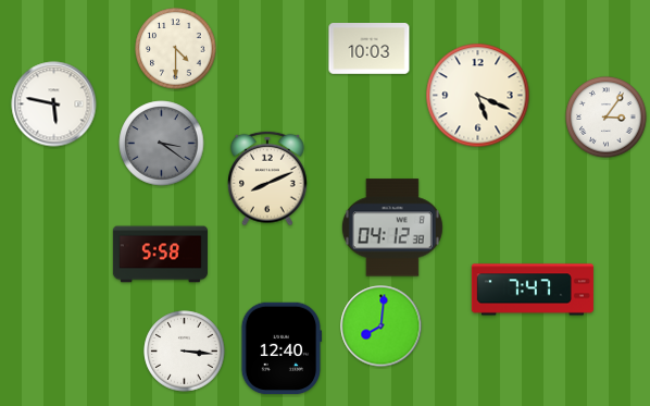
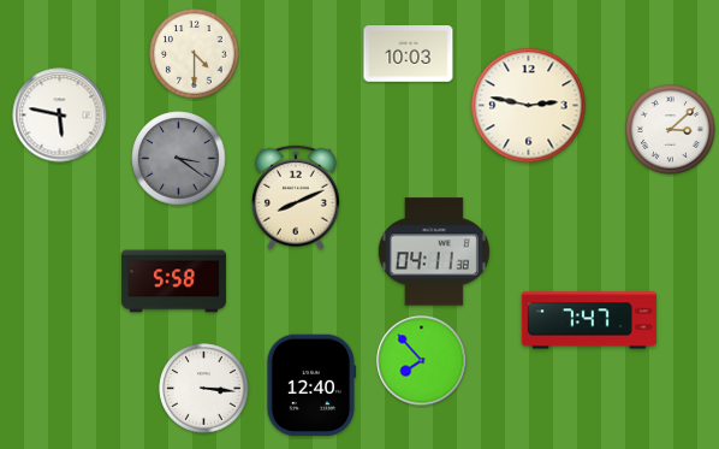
clock at (478, 96): 5:19 -> 2:47
clock at (607, 118): 3:06 -> 3:08
clock at (392, 227): 04:12 -> 04:11
clock at (160, 255) position: (160, 255) -> (173, 282)
clock at (382, 327): 8:01 -> 7:53
